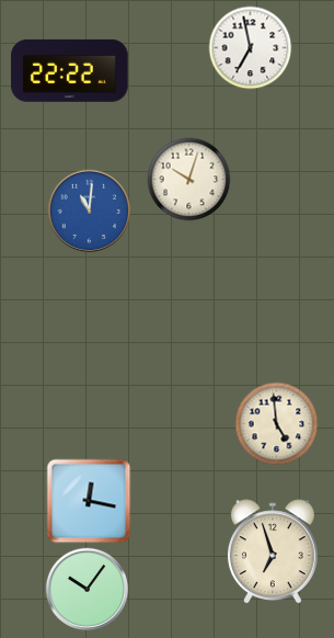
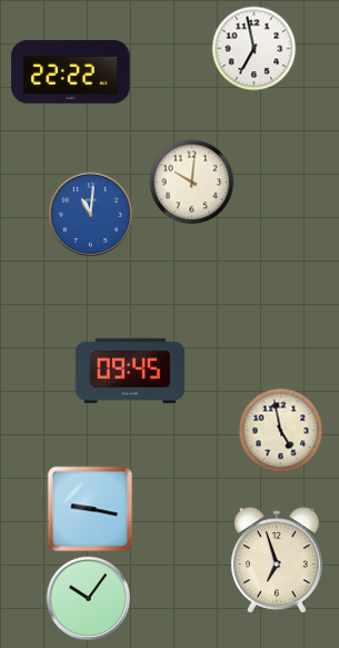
clock at (189, 180): 10:03 -> 10:01
clock at (130, 371): none -> 09:45
clock at (277, 424): 4:59 -> 4:58
clock at (89, 501): 12:17 -> 9:17
